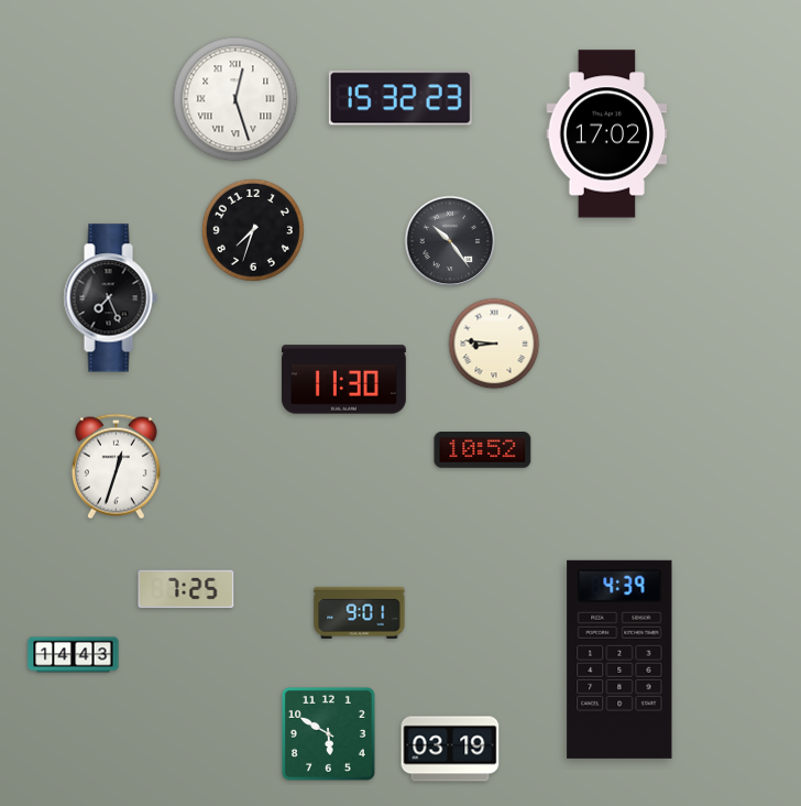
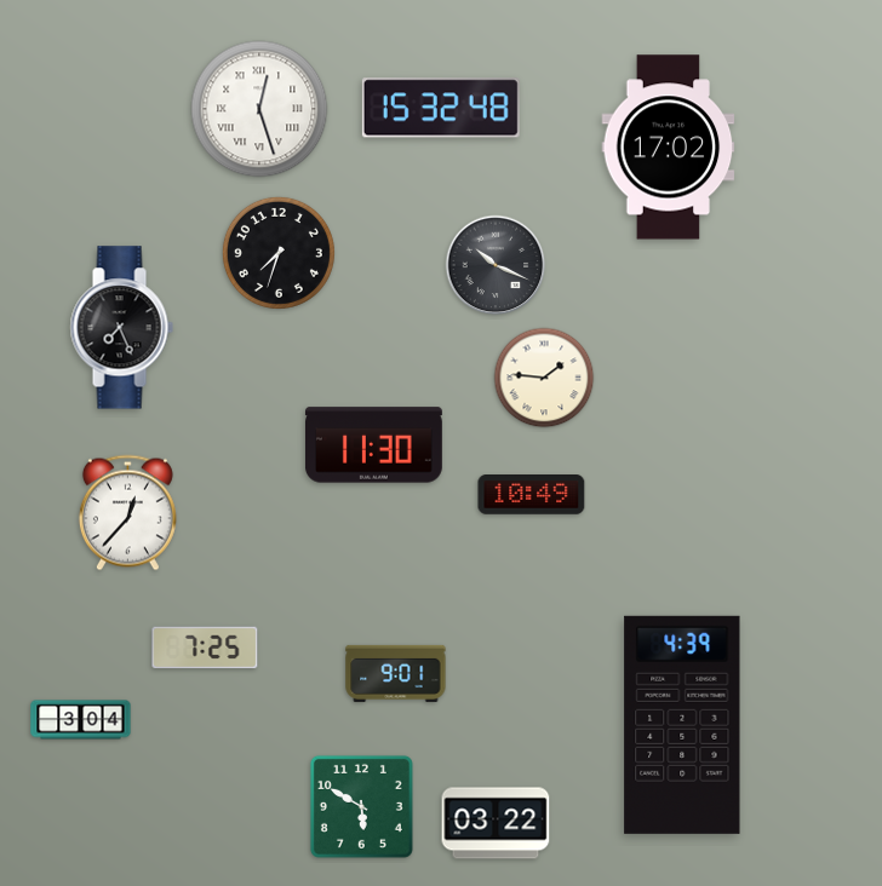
clock at (401, 98): 15:32:23 -> 15:32:48
clock at (450, 241): 10:24 -> 10:19
clock at (494, 344): 8:46 -> 1:46
clock at (343, 380) position: (343, 380) -> (373, 445)
clock at (483, 450): 10:52 -> 10:49
clock at (116, 467): 12:33 -> 12:37
clock at (74, 655): 14:43 -> 3:04
clock at (450, 749): 03:19 -> 03:22
